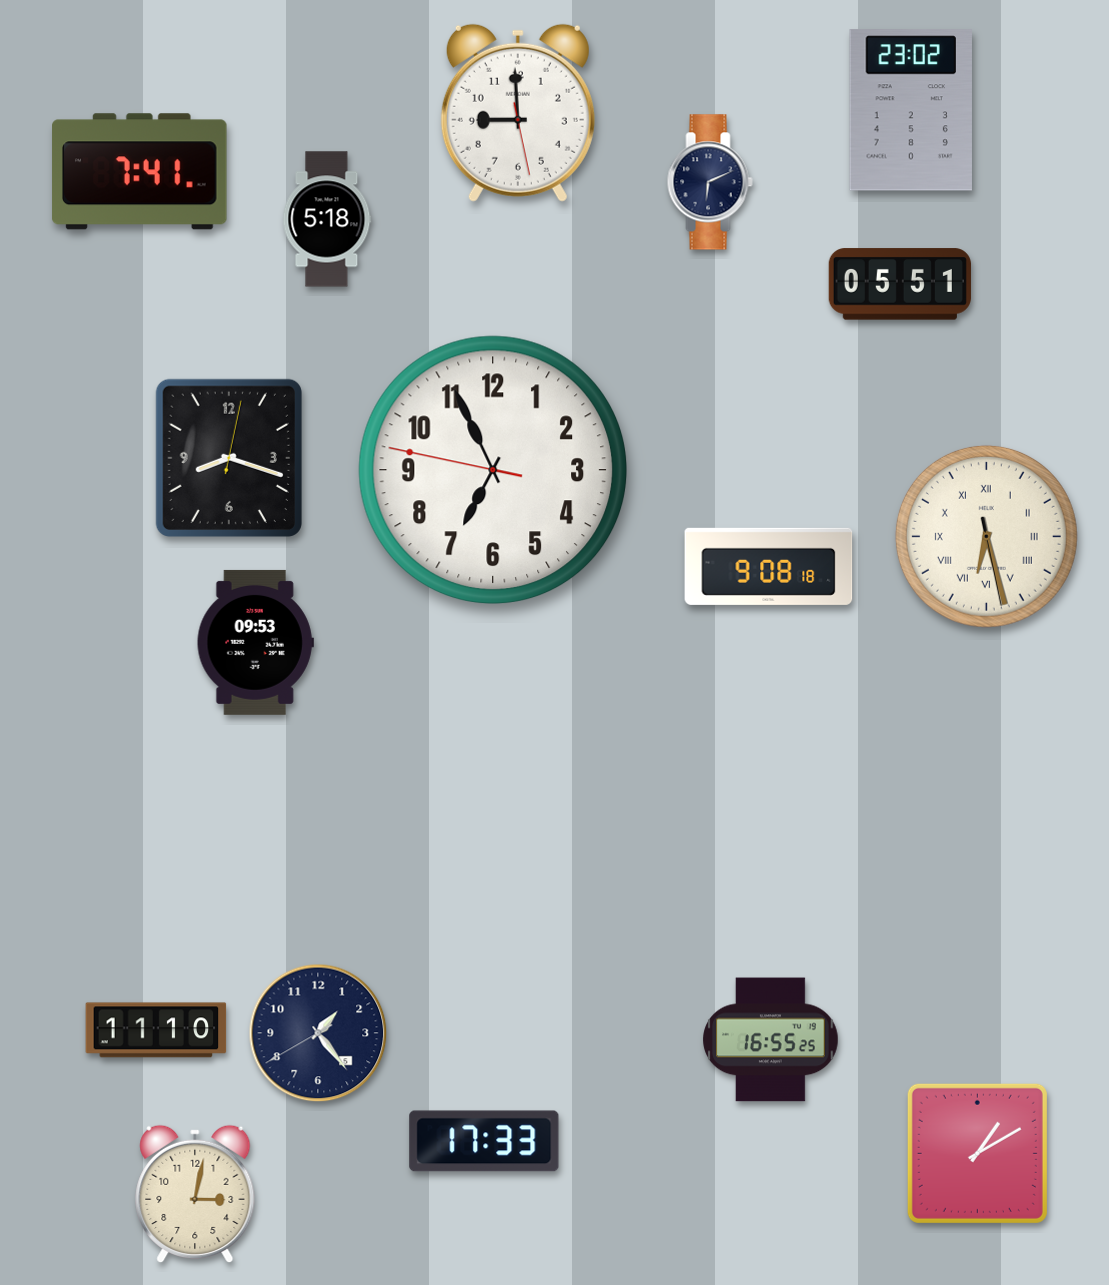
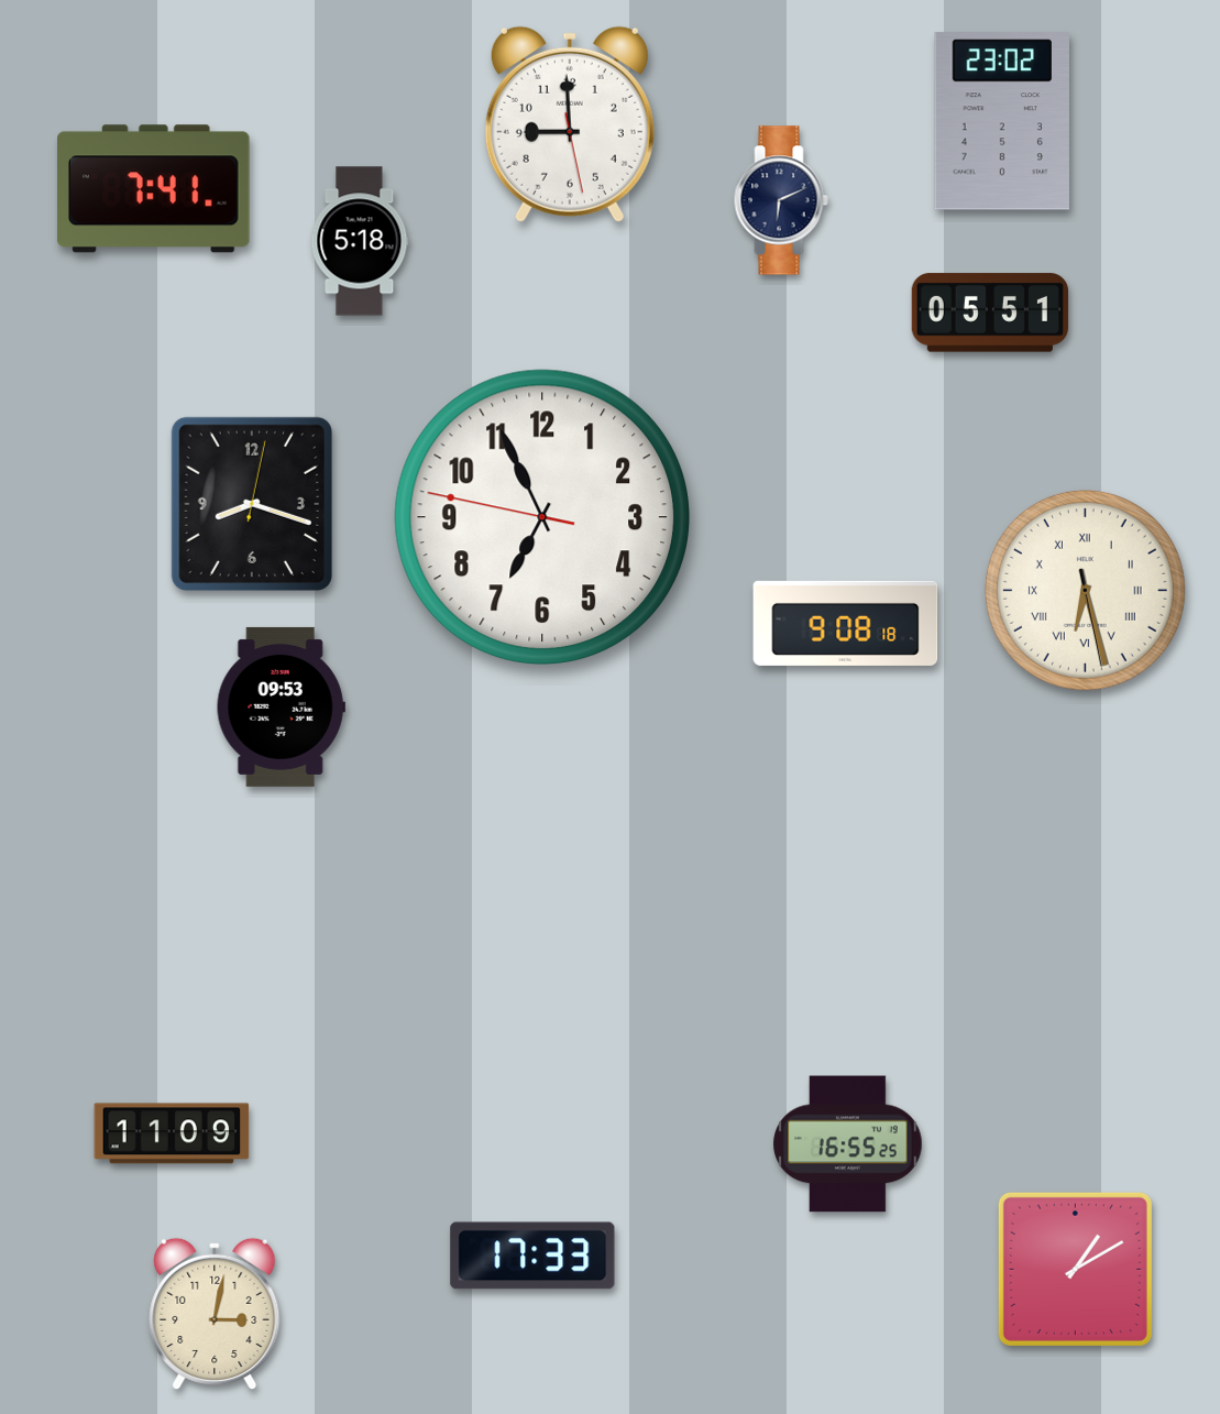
clock at (156, 1030): 11:10 -> 11:09
clock at (318, 1033): 1:23 -> none
